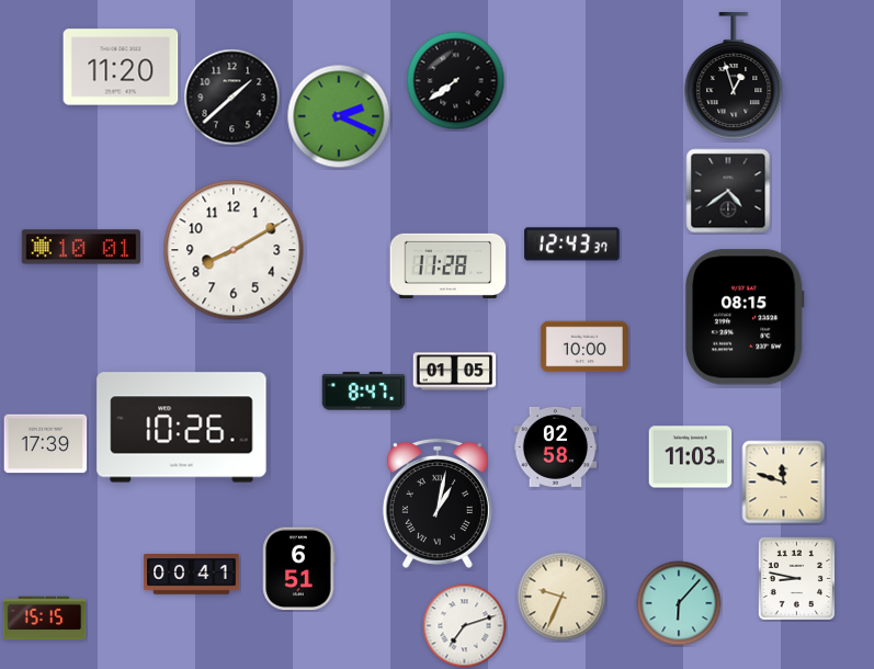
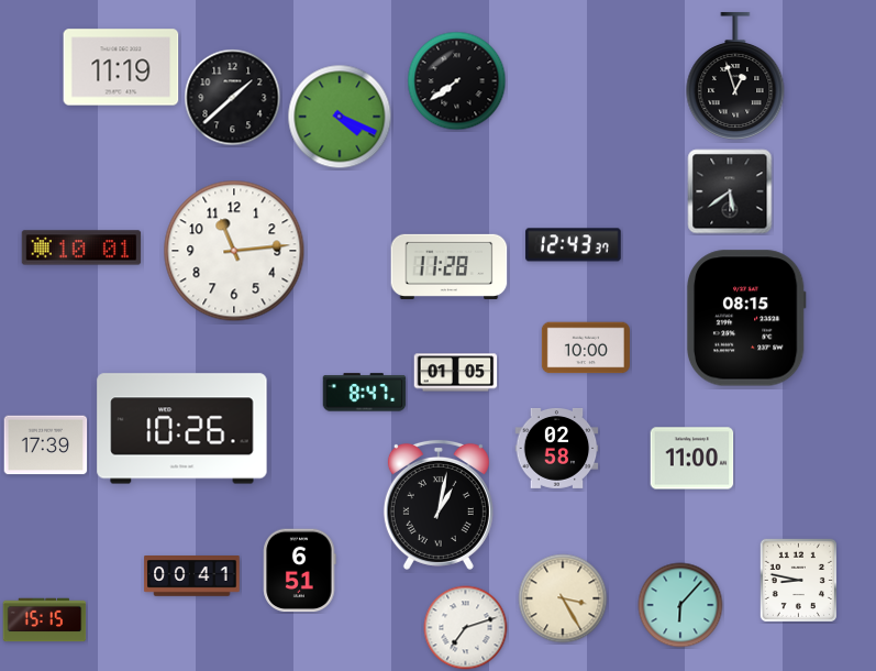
clock at (121, 67): 11:20 -> 11:19
clock at (339, 116): 2:19 -> 4:19
clock at (728, 191): 4:39 -> 5:39
clock at (234, 250): 8:10 -> 11:14
clock at (691, 457): 11:03 -> 11:00
clock at (784, 483): 11:48 -> none
clock at (561, 597): 9:34 -> 3:25
